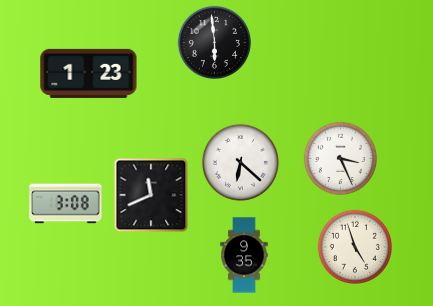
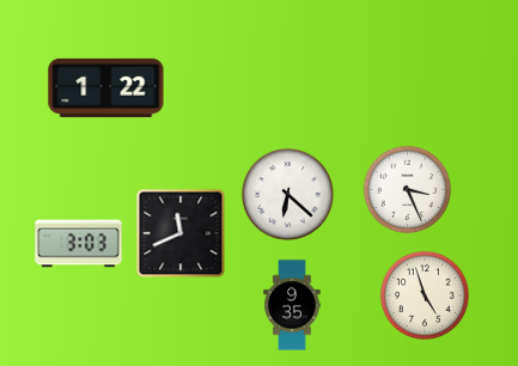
clock at (214, 42): 5:59 -> none
clock at (89, 73): 1:23 -> 1:22
clock at (66, 204): 3:08 -> 3:03
